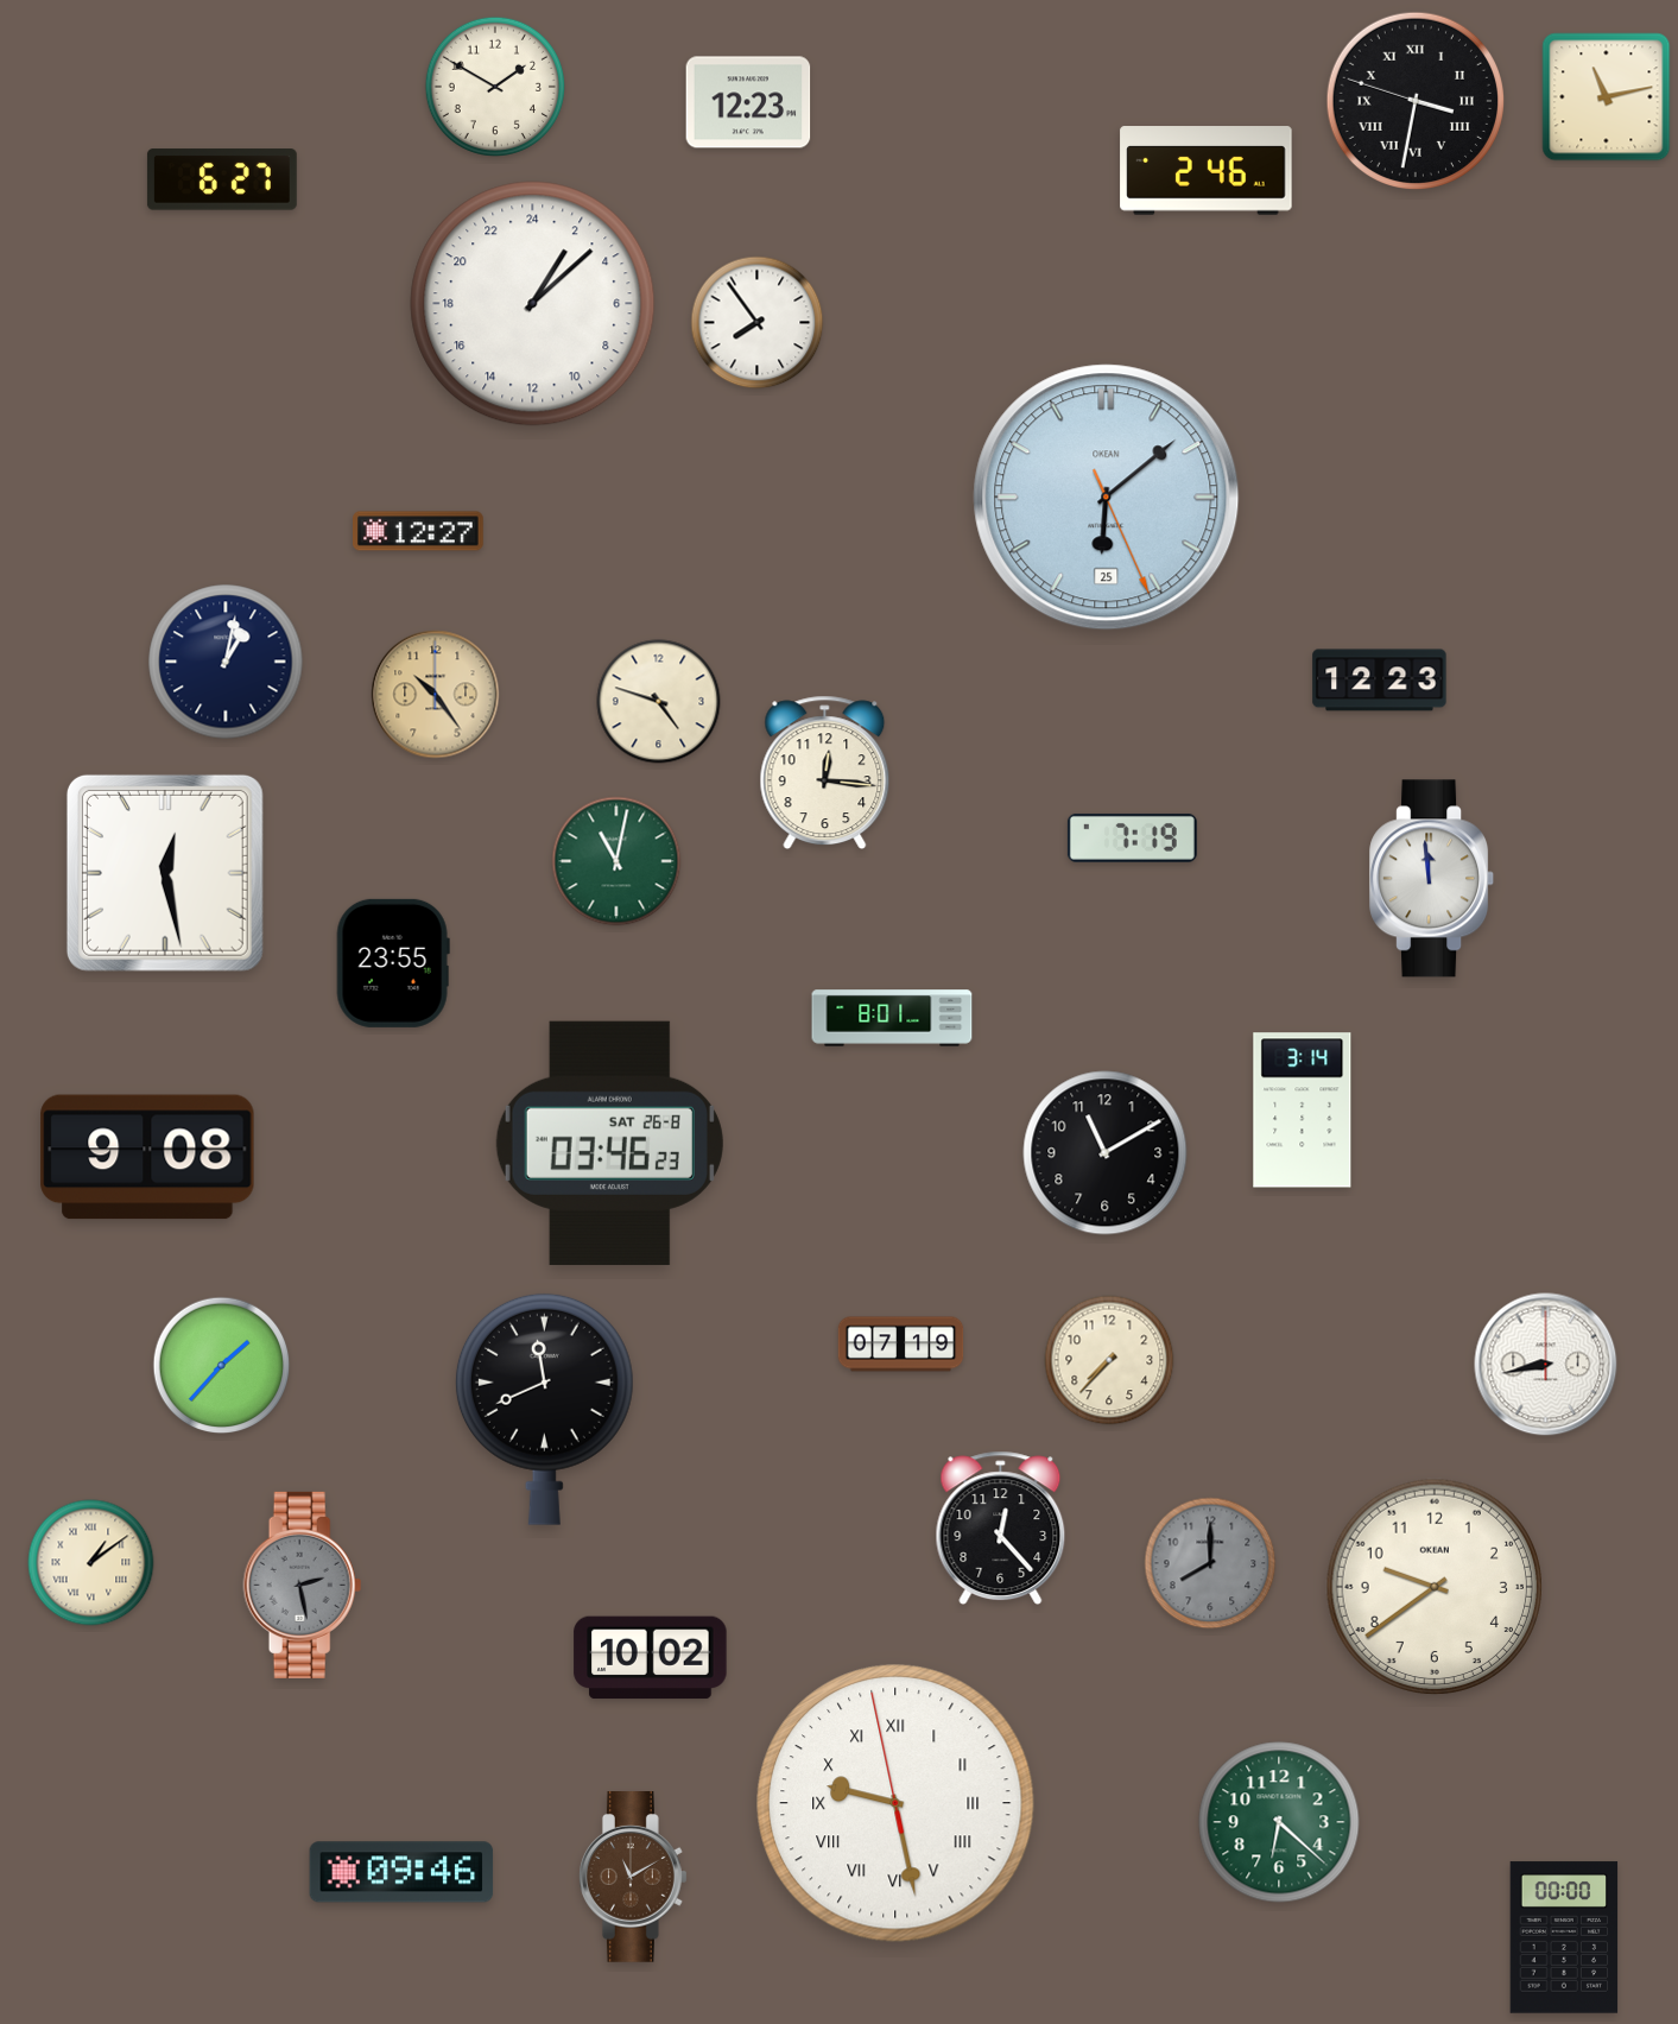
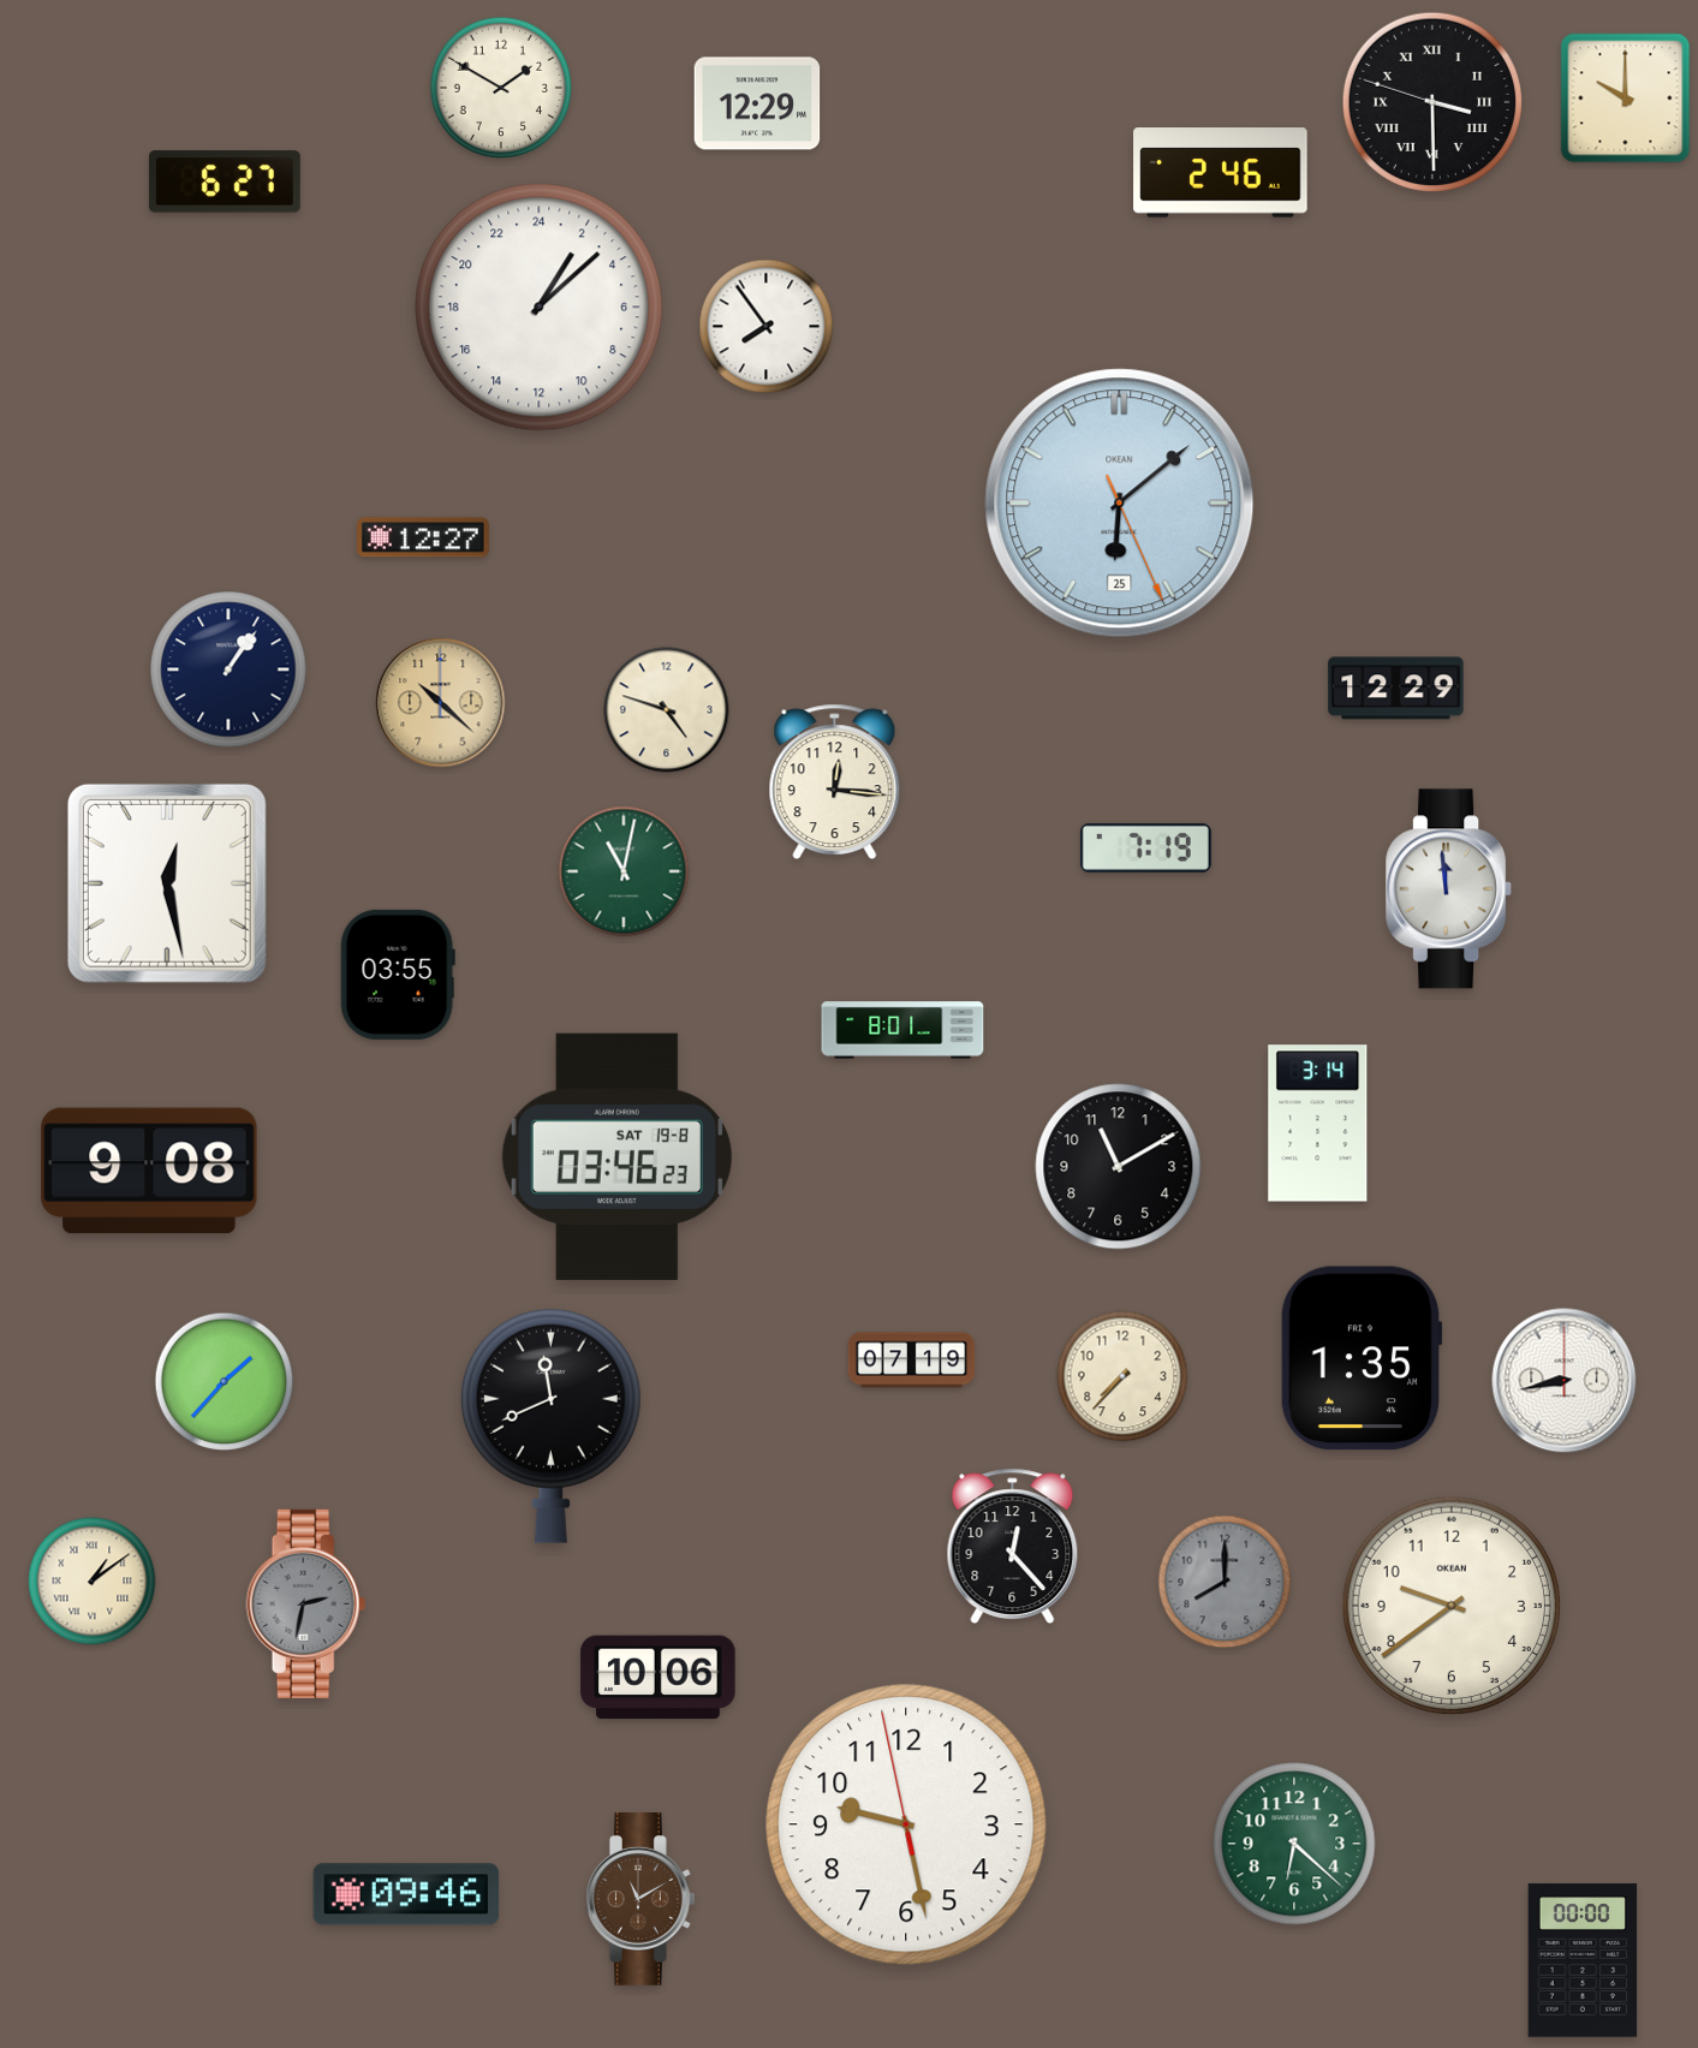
clock at (1607, 97): 11:13 -> 10:00
clock at (1414, 100): 3:31 -> 3:29
clock at (748, 102): 12:23 -> 12:29
clock at (226, 662): 1:02 -> 1:06
clock at (1380, 681): 12:23 -> 12:29
clock at (436, 695): 10:24 -> 10:22
clock at (393, 963): 23:55 -> 03:55
clock at (609, 1143) date: SAT 26-8 -> SAT 19-8
clock at (1362, 1358): none -> 1:35
clock at (303, 1585): 2:28 -> 2:32
clock at (651, 1658): 10:02 -> 10:06
clock at (895, 1803) numerals: Roman -> Arabic
